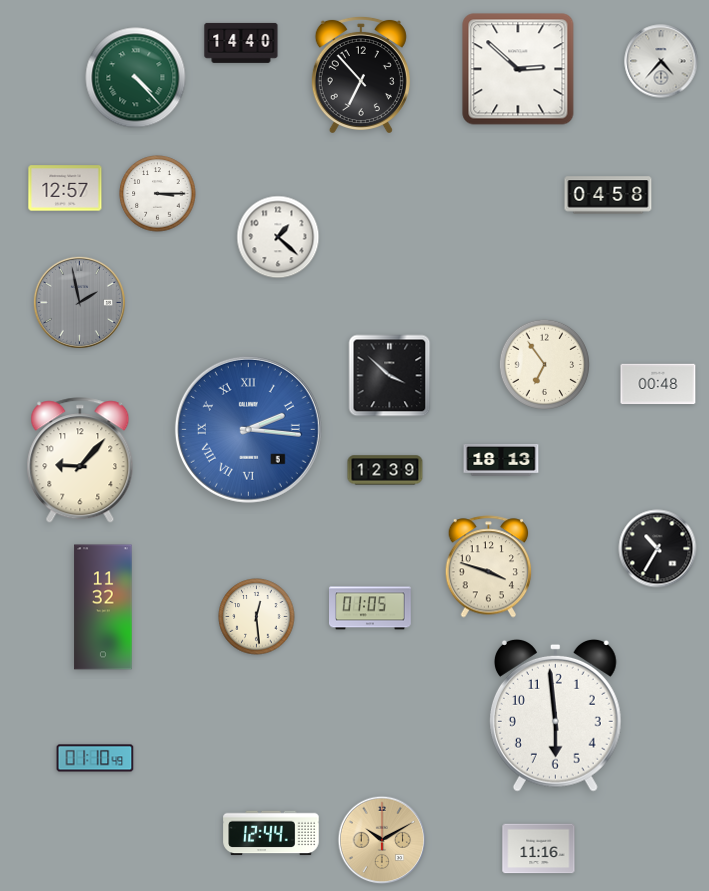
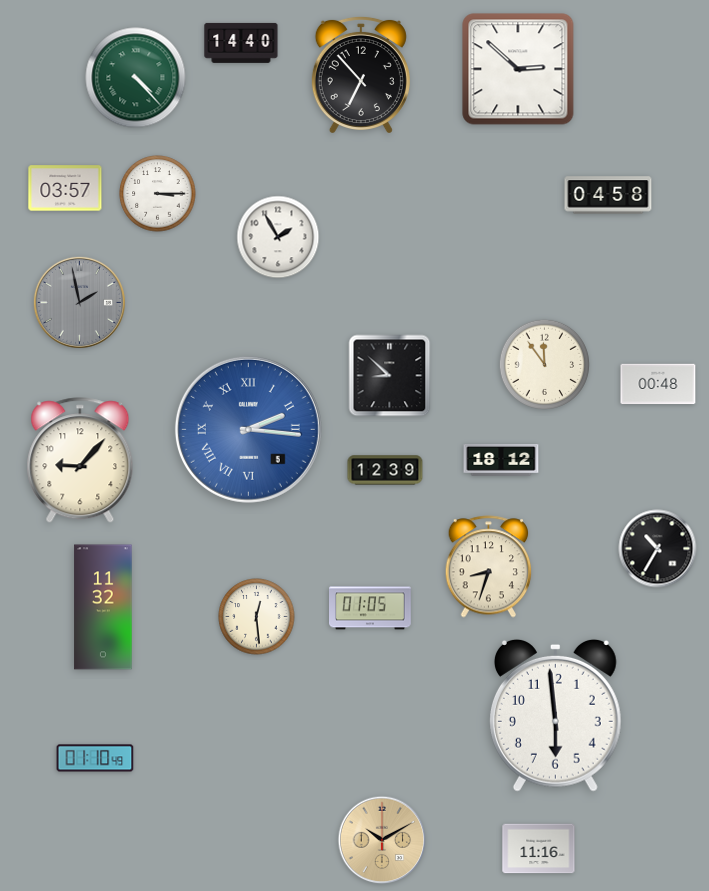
clock at (661, 61): 4:37 -> none
clock at (65, 188): 12:57 -> 03:57
clock at (278, 237): 1:22 -> 1:55
clock at (544, 364): 6:54 -> 11:54
clock at (390, 376): 3:52 -> 8:52
clock at (501, 461): 18:13 -> 18:12
clock at (489, 567): 3:48 -> 8:33
clock at (271, 833): 12:44 -> none
